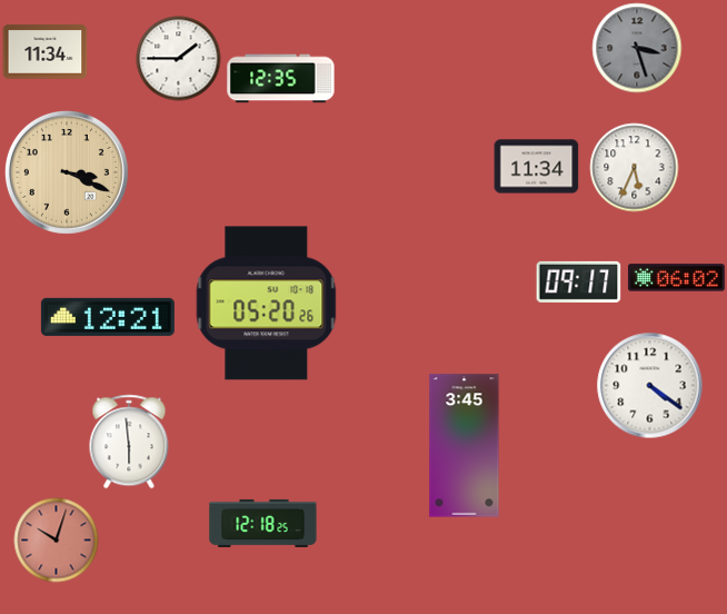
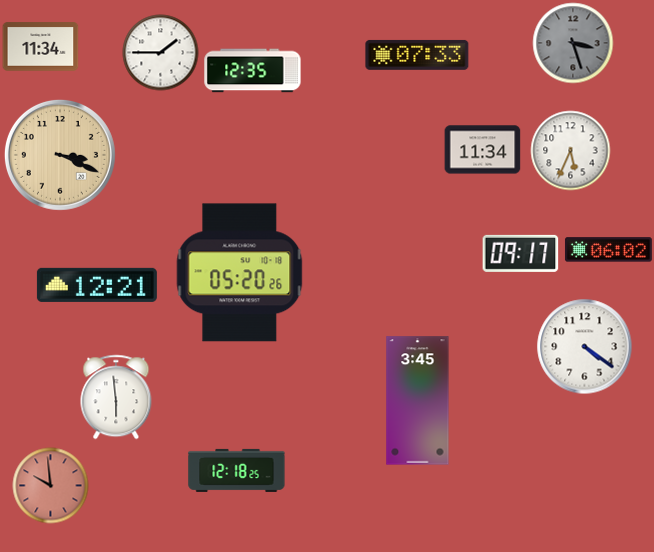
clock at (417, 55): none -> 07:33
clock at (57, 541): 10:03 -> 9:59
